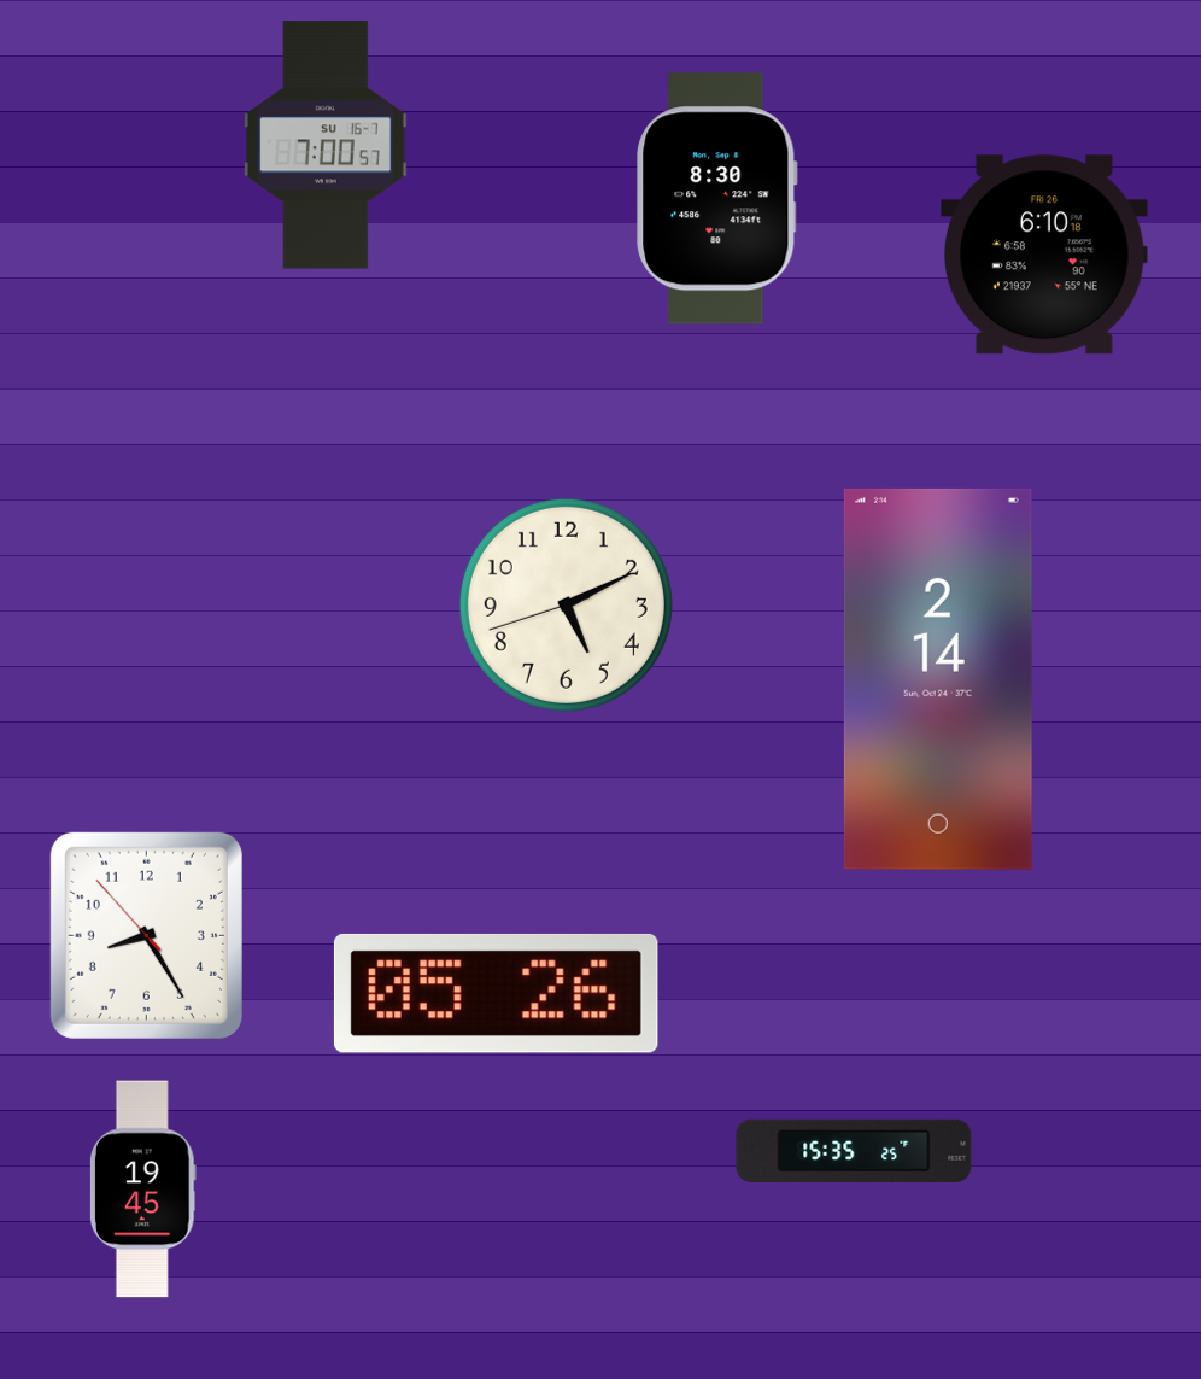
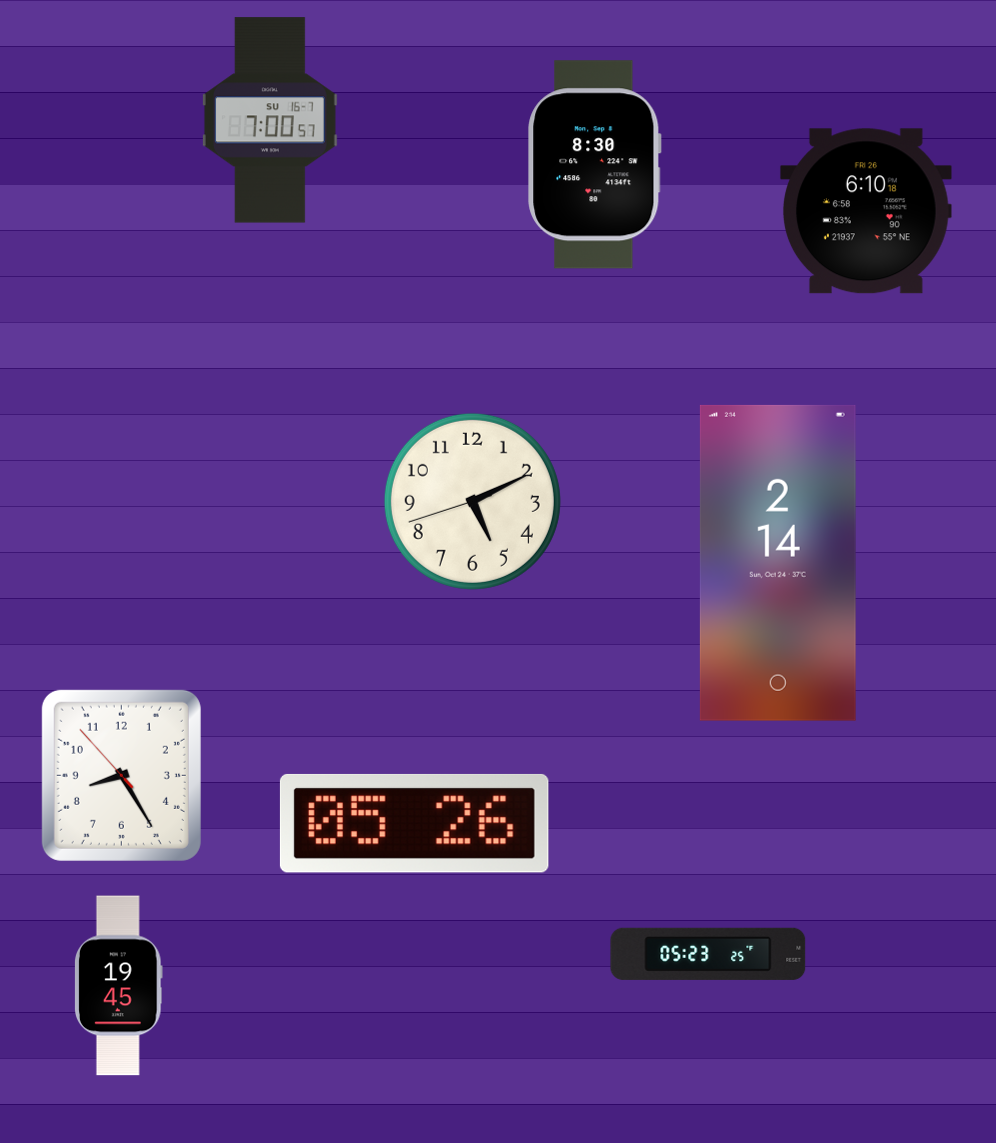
clock at (566, 604) position: (566, 604) -> (472, 501)
clock at (496, 993) position: (496, 993) -> (414, 823)
clock at (854, 1151): 15:35 -> 05:23
